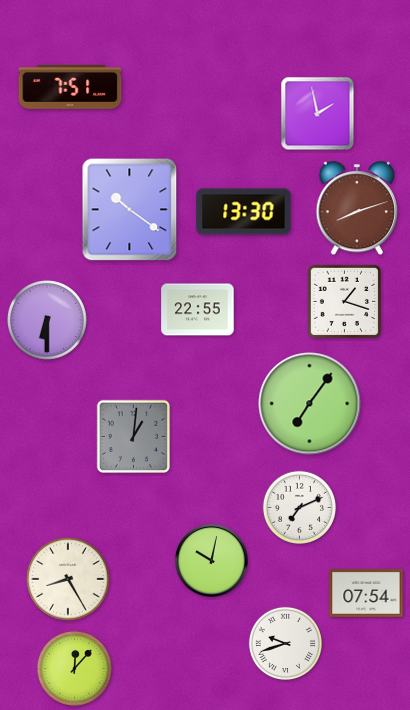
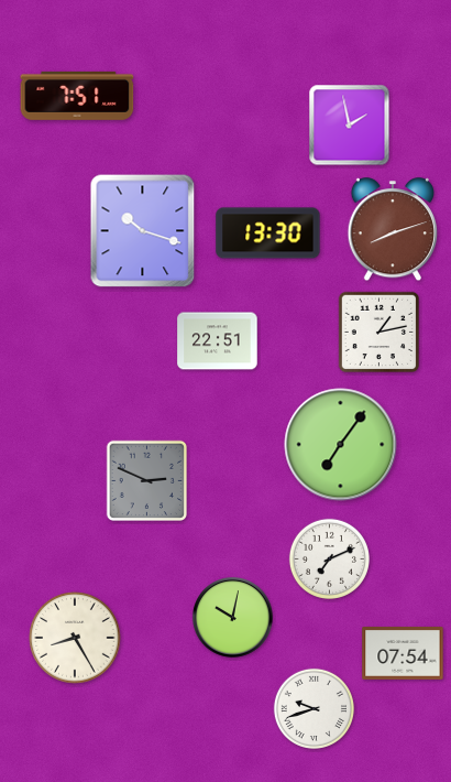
clock at (130, 210): 10:21 -> 10:18
clock at (345, 302): 1:18 -> 1:13
clock at (198, 310): 22:55 -> 22:51
clock at (48, 321): 6:30 -> none
clock at (134, 437): 1:01 -> 2:49
clock at (74, 668): 12:07 -> none
